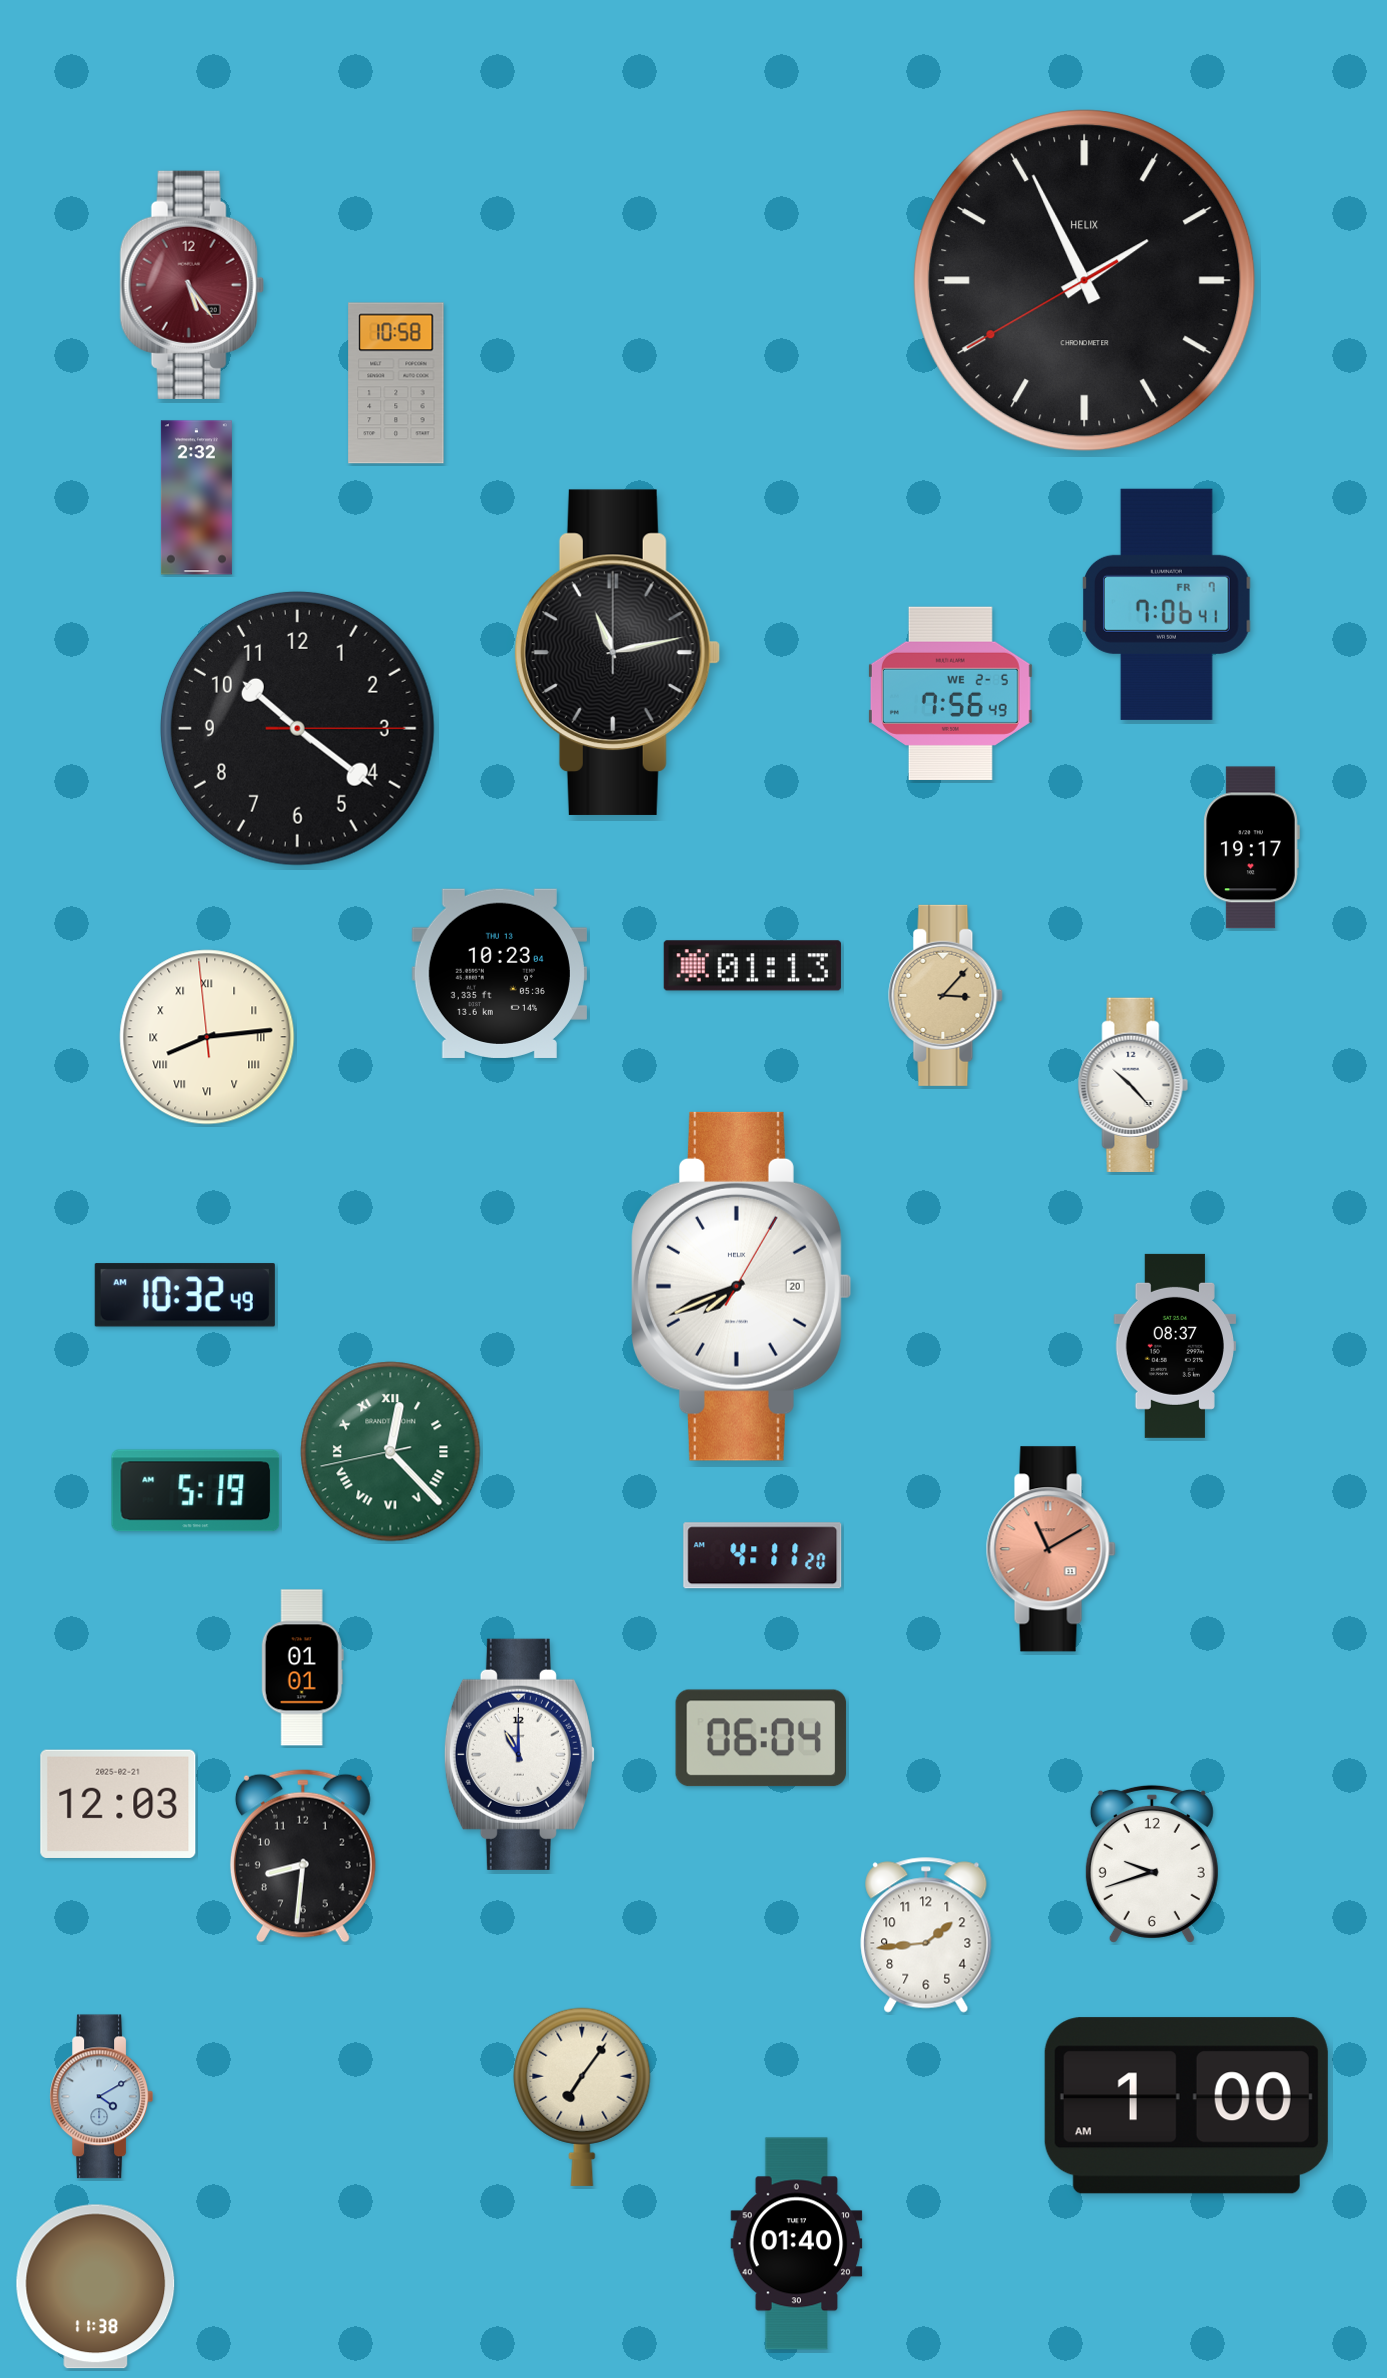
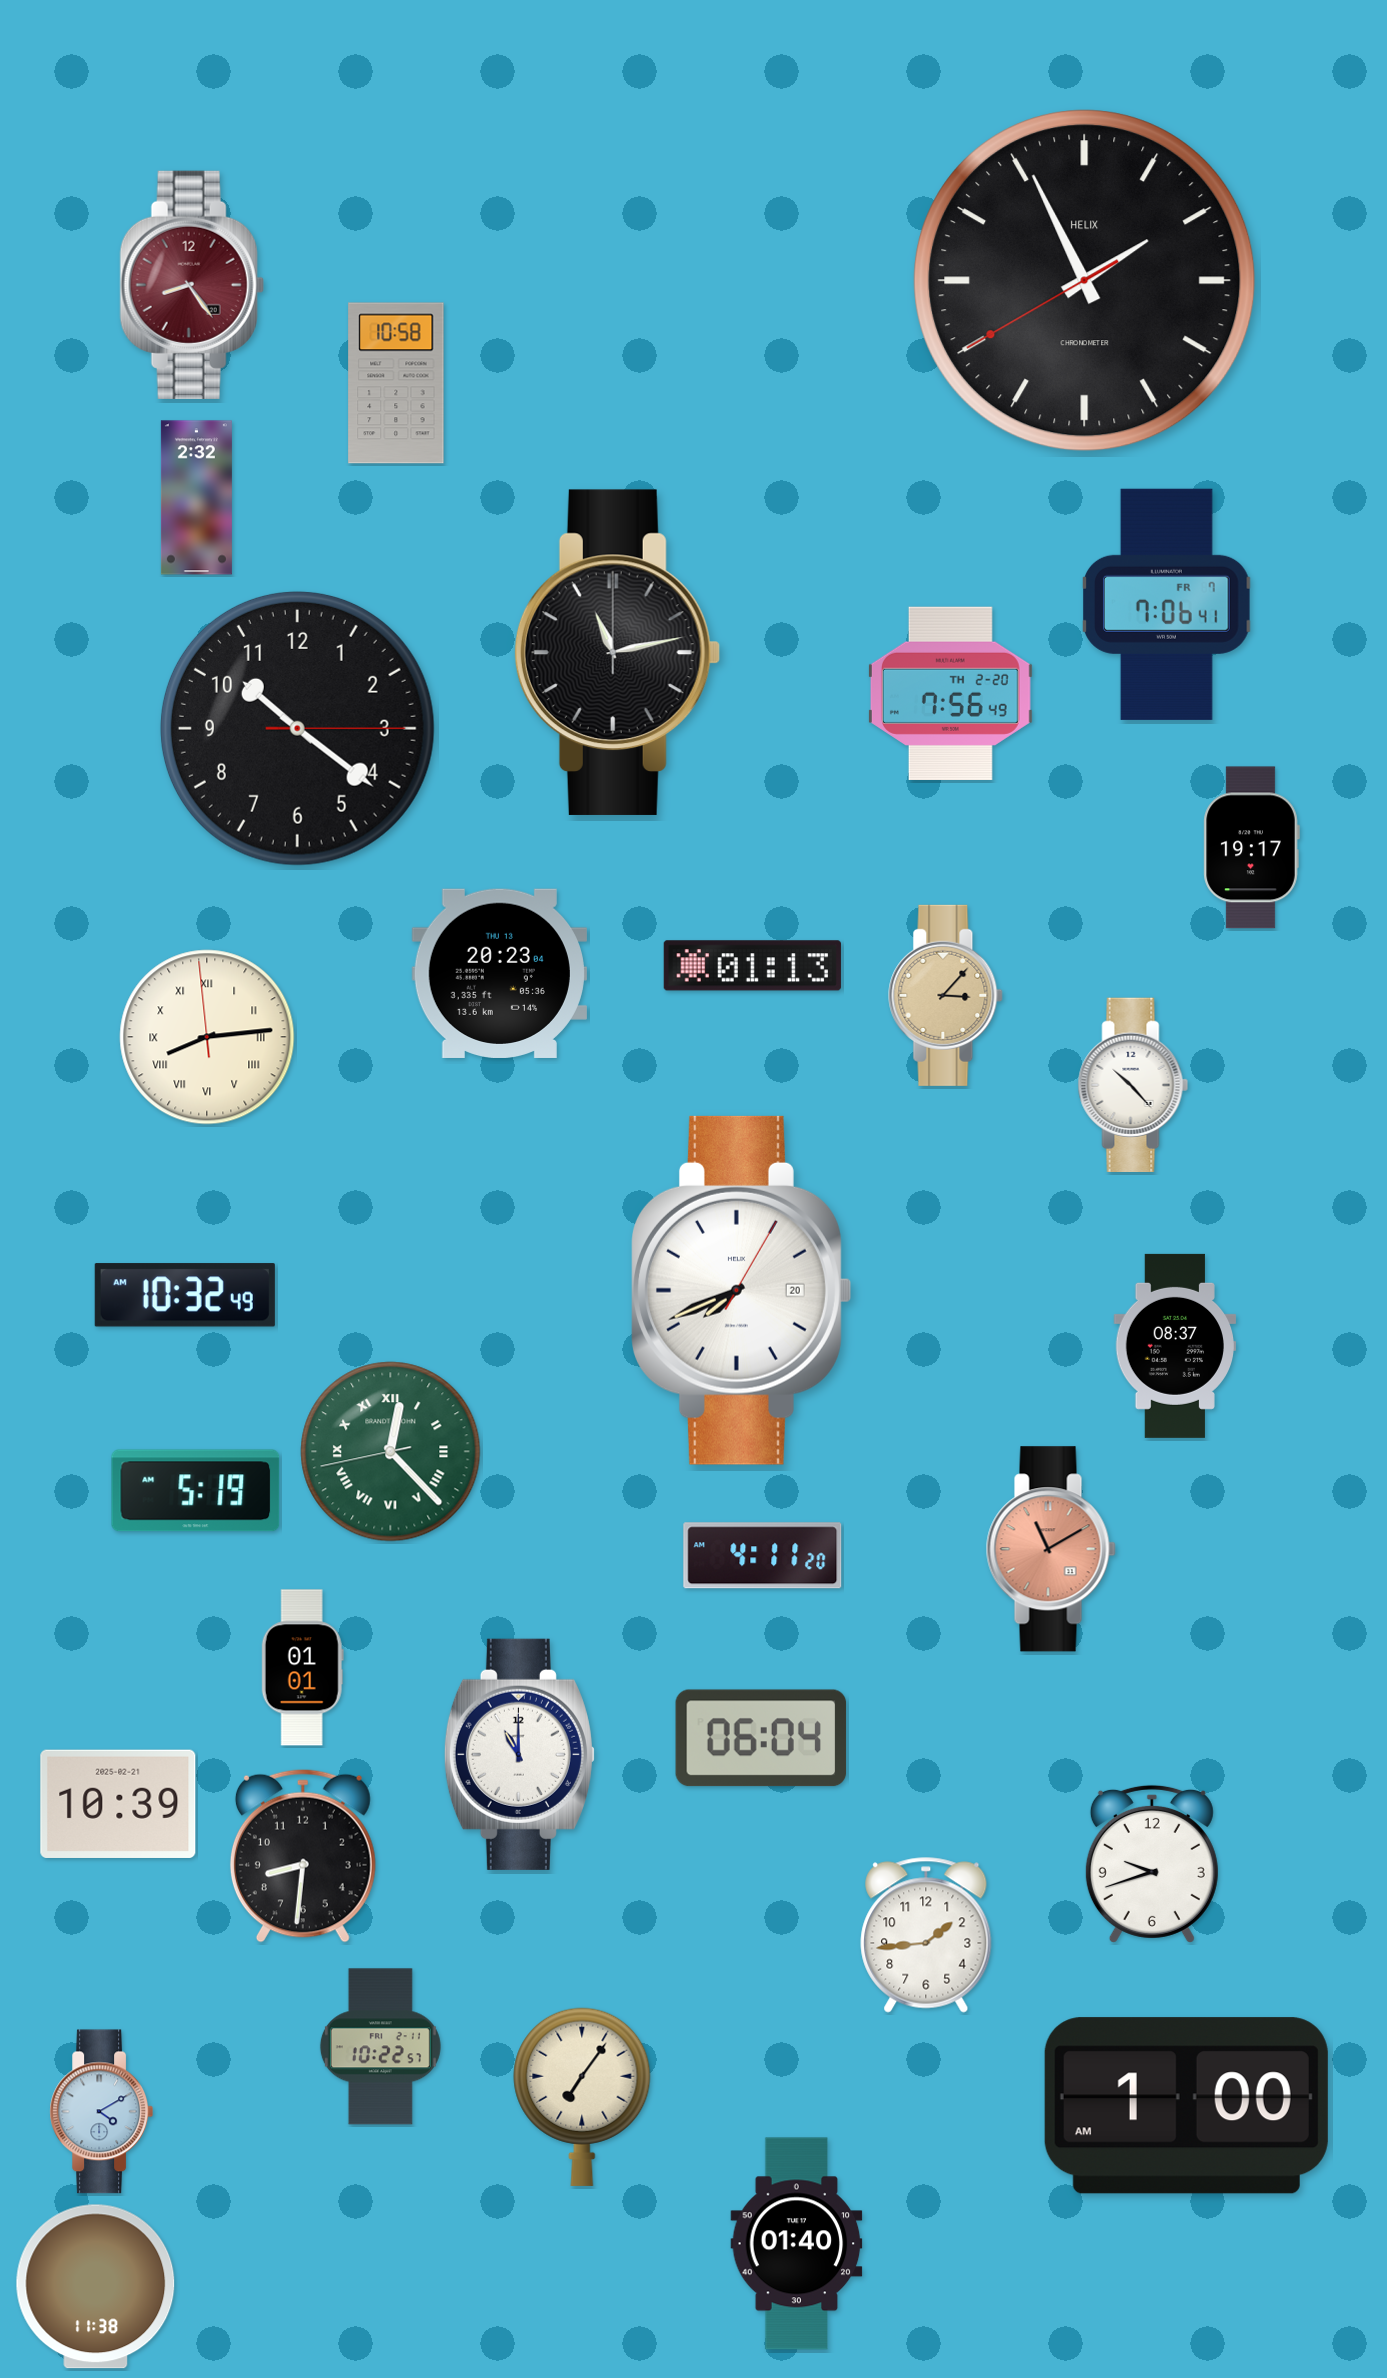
clock at (192, 285): 5:24 -> 8:24
clock at (950, 694) date: WE 2-5 -> TH 2-20
clock at (499, 973): 10:23 -> 20:23
clock at (742, 1286) position: (742, 1286) -> (742, 1290)
clock at (118, 1804): 12:03 -> 10:39
clock at (380, 2047): none -> 10:22
clock at (101, 2097) position: (101, 2097) -> (101, 2112)
